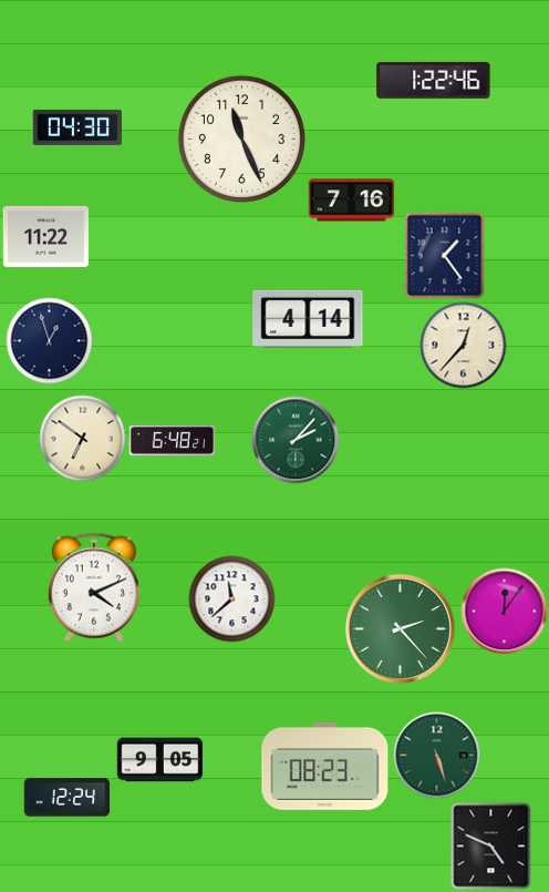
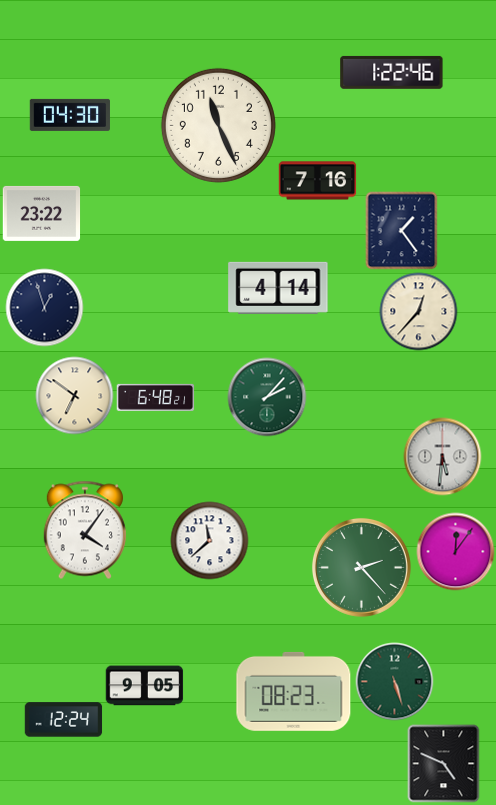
clock at (45, 236): 11:22 -> 23:22
clock at (442, 456): none -> 5:31
clock at (94, 587): 4:11 -> 4:06
clock at (66, 798) position: (66, 798) -> (63, 720)
